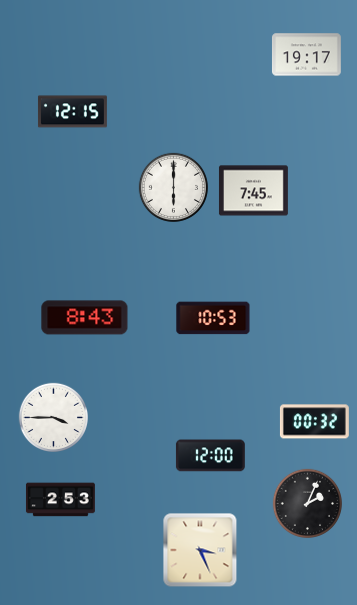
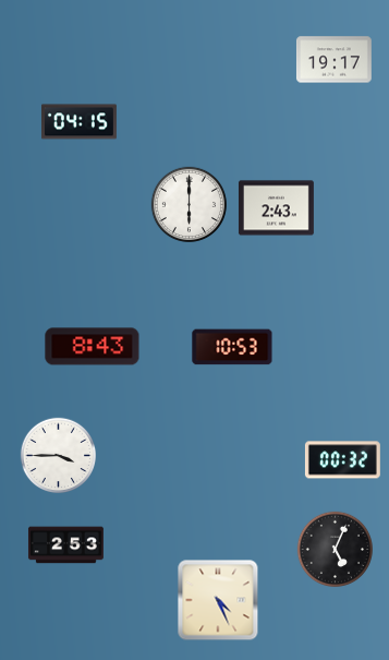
clock at (72, 112): 12:15 -> 04:15
clock at (253, 191): 7:45 -> 2:43
clock at (210, 456): 12:00 -> none
clock at (308, 504): 2:04 -> 5:04
clock at (200, 550): 3:26 -> 4:26
